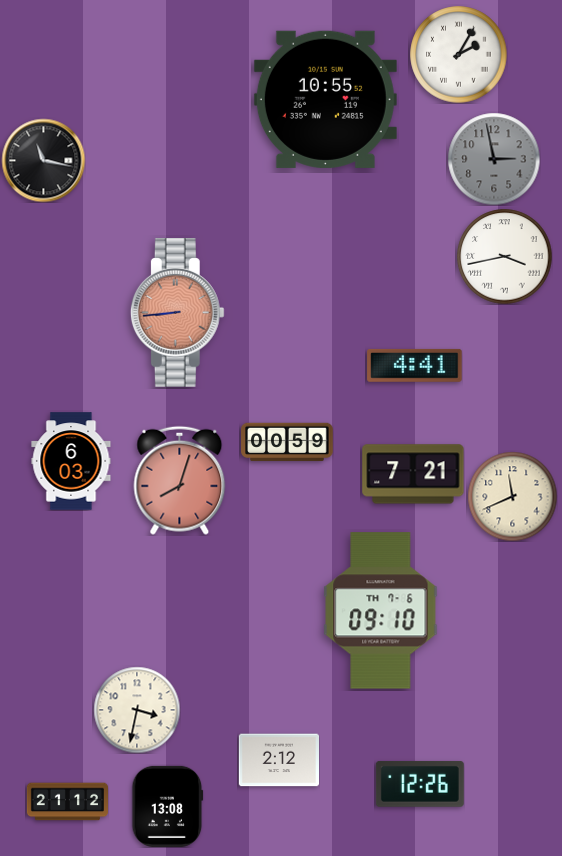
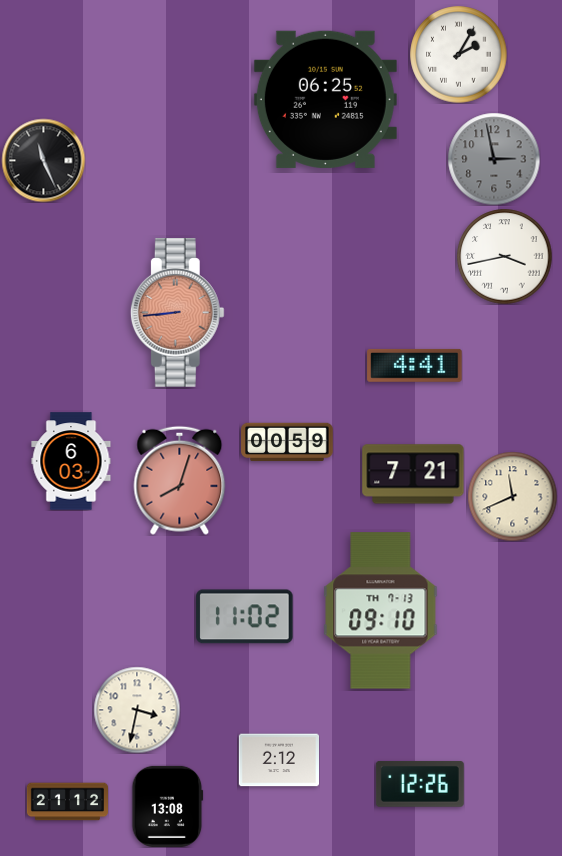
clock at (325, 99): 10:55 -> 06:25
clock at (43, 160): 11:17 -> 11:26
clock at (381, 611) date: TH 7-6 -> TH 7-13
clock at (245, 617): none -> 11:02
